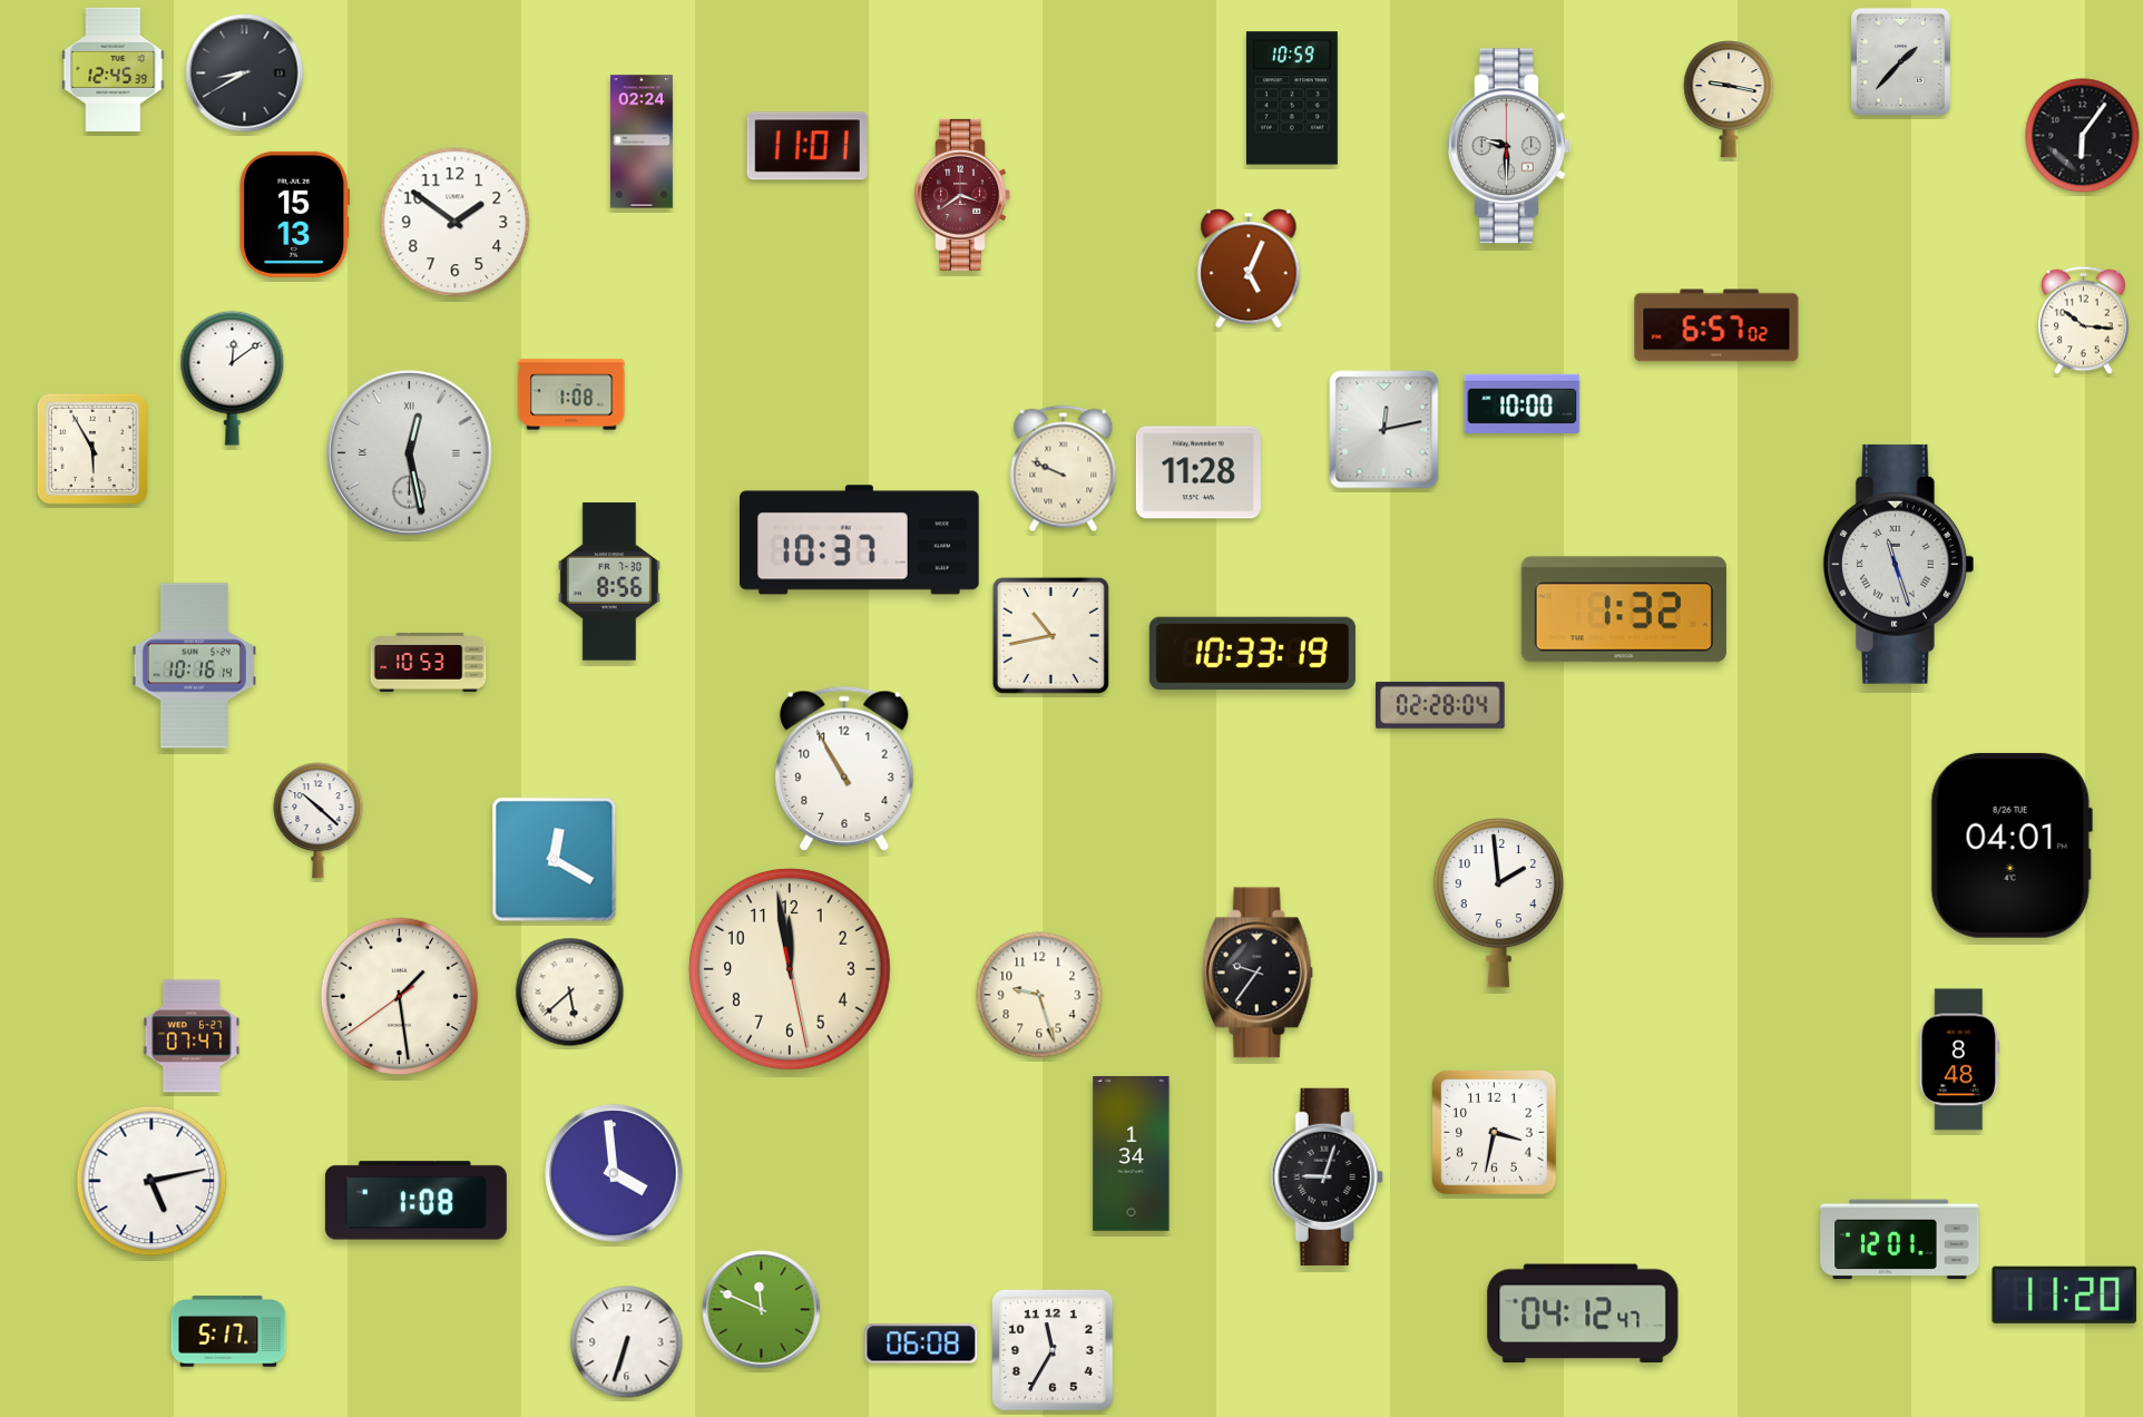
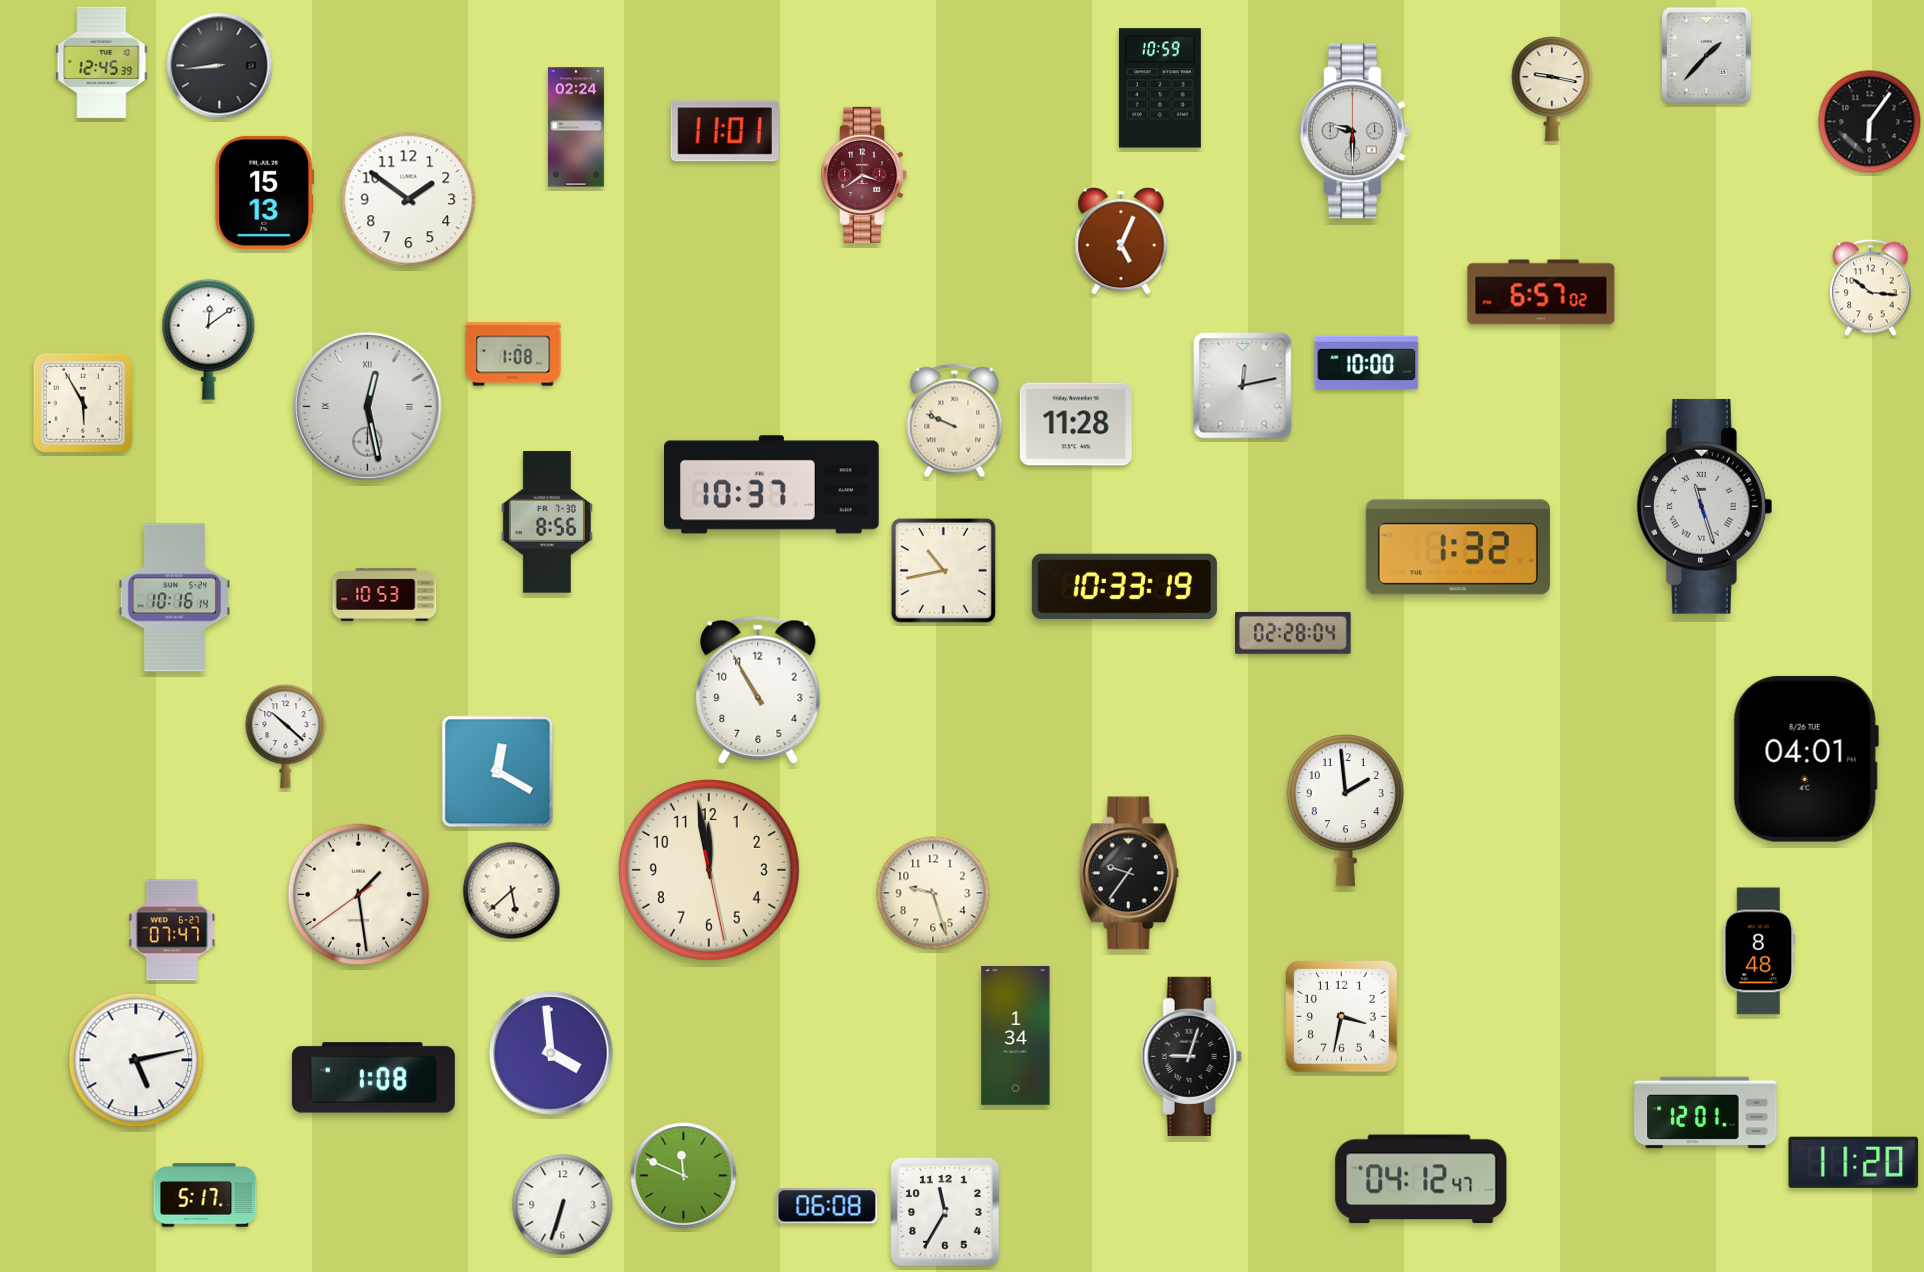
clock at (245, 74): 8:40 -> 8:44
